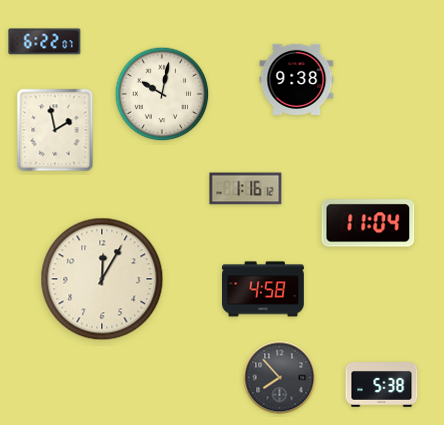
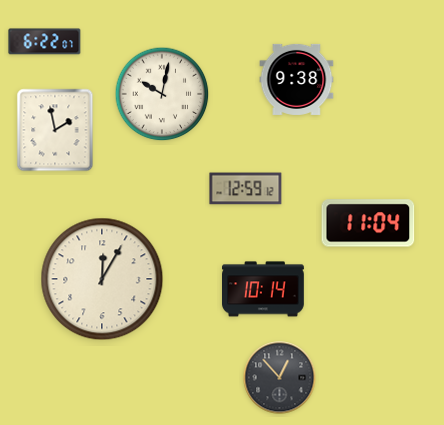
clock at (246, 189): 1:16 -> 12:59
clock at (264, 289): 4:58 -> 10:14
clock at (280, 378): 7:53 -> 12:53
clock at (382, 385): 5:38 -> none
